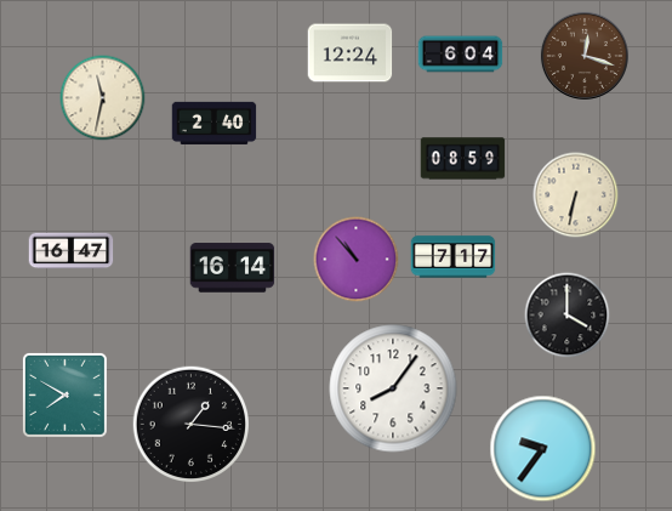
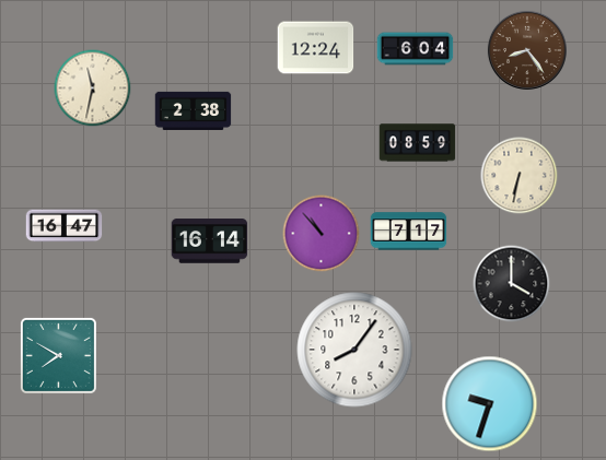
clock at (585, 56): 12:18 -> 8:24
clock at (215, 123): 2:40 -> 2:38
clock at (192, 425): 1:16 -> none
clock at (543, 449): 9:36 -> 9:33
